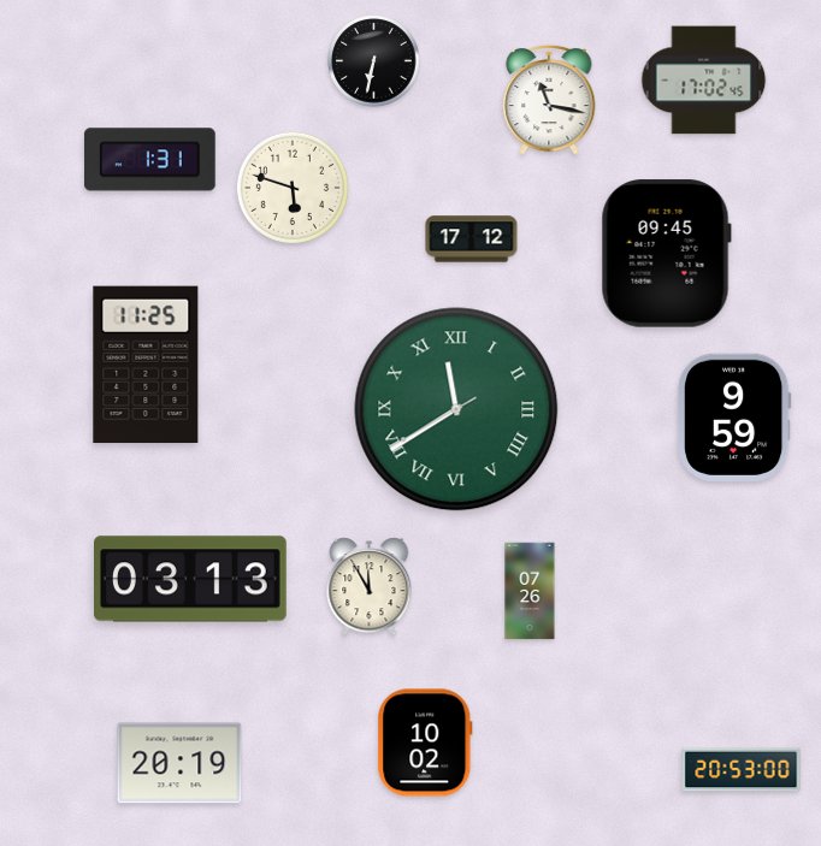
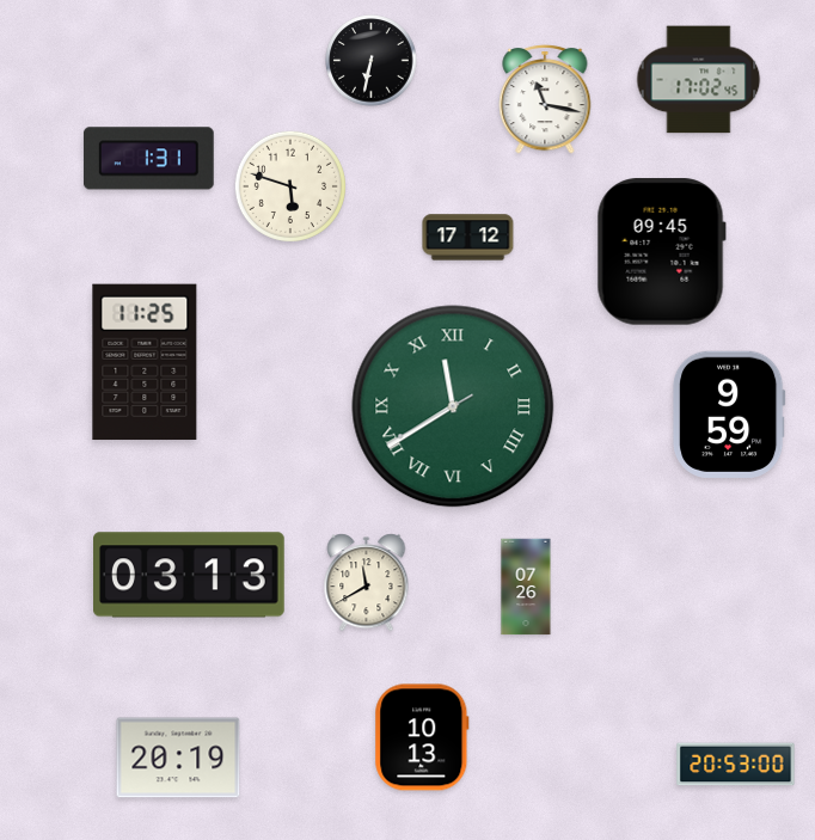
clock at (370, 587): 11:55 -> 11:40
clock at (425, 743): 10:02 -> 10:13
